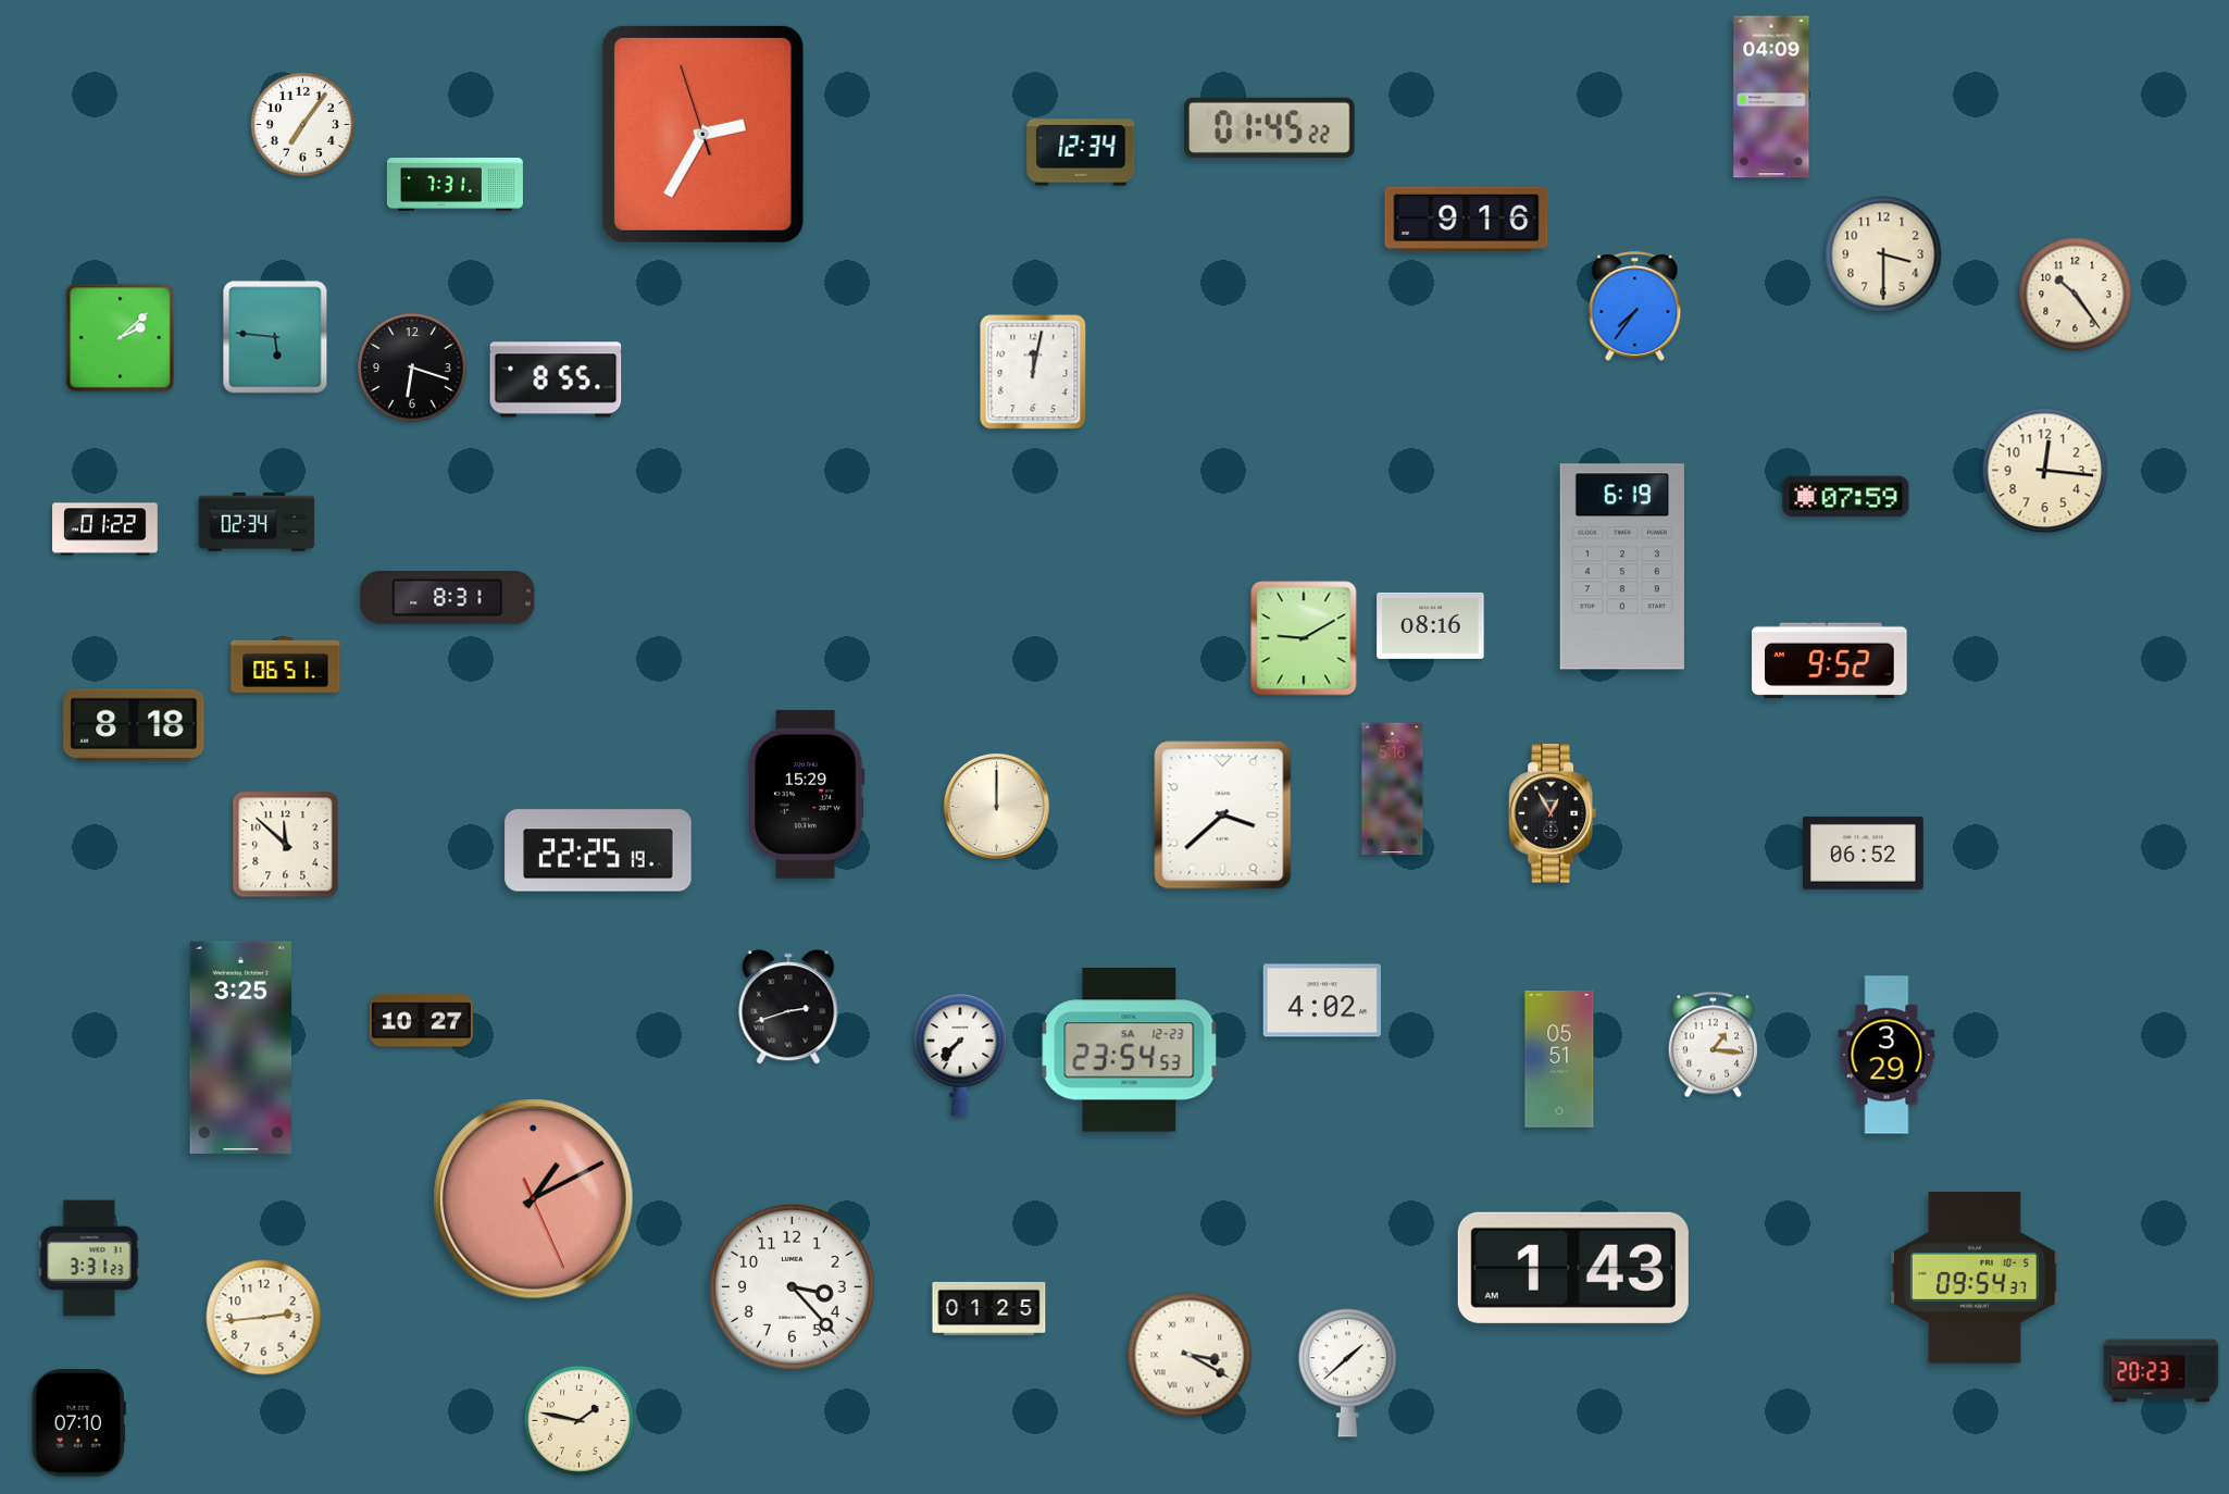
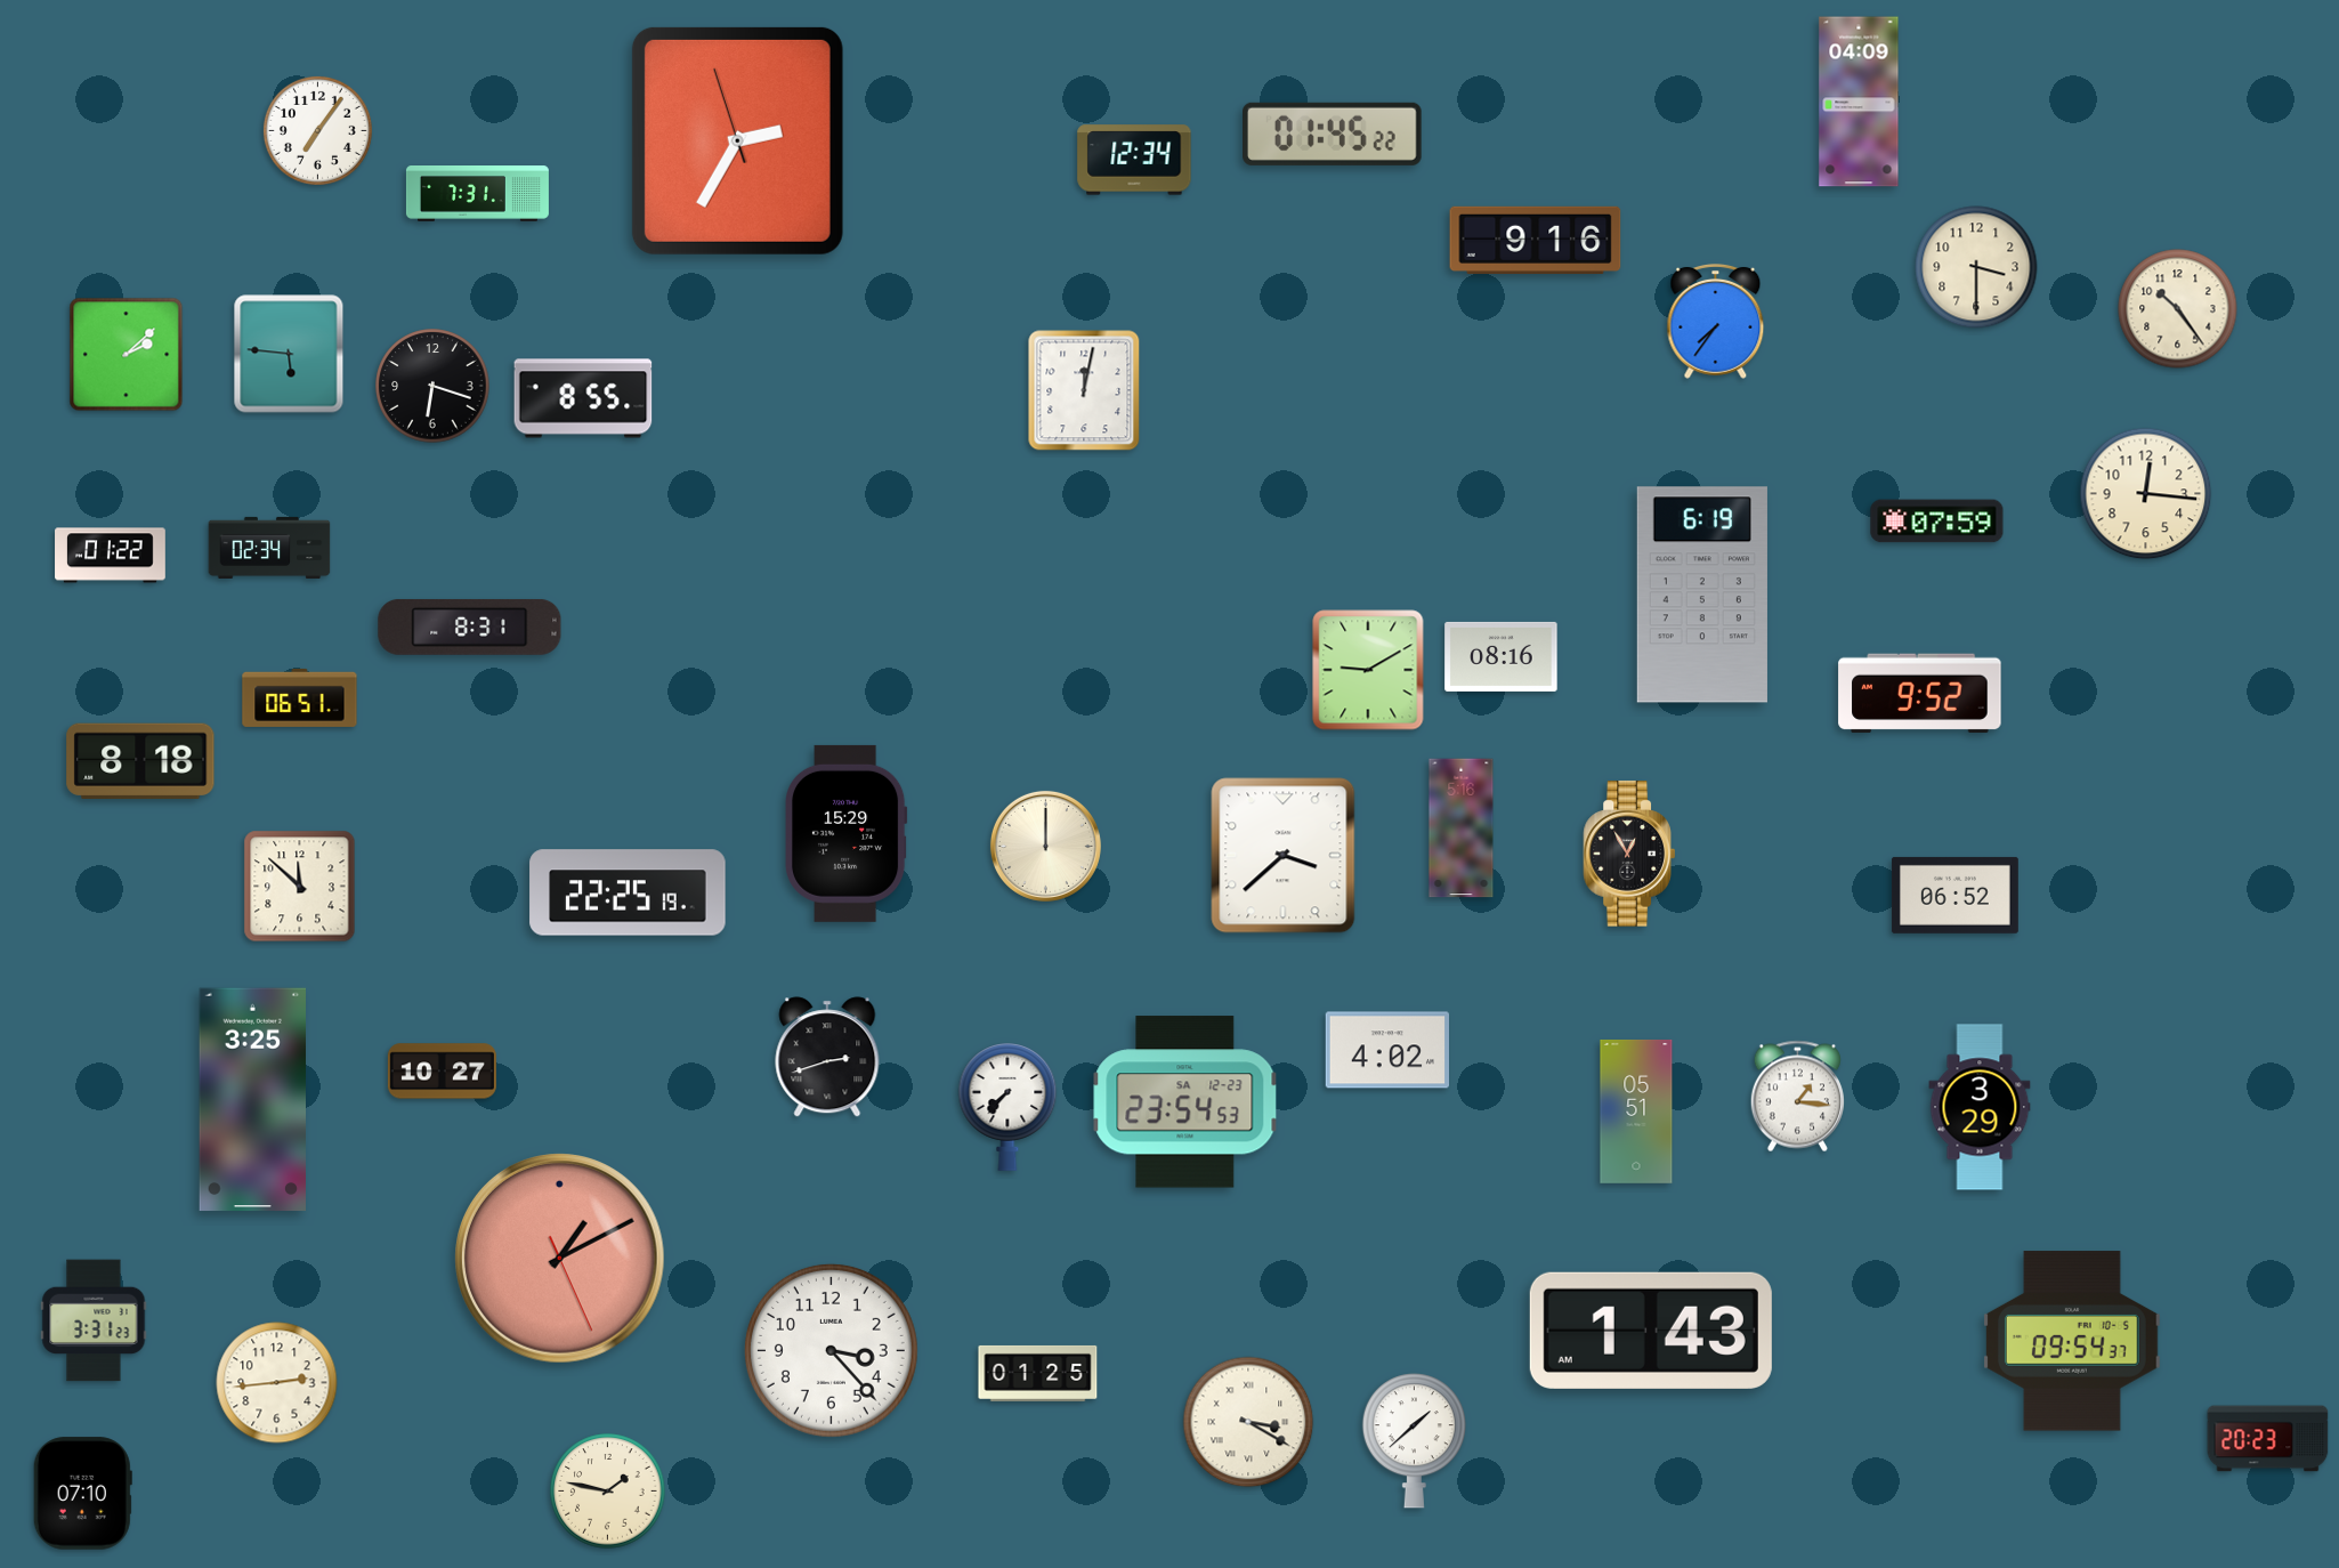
clock at (1467, 219) position: (1467, 219) -> (1536, 240)
